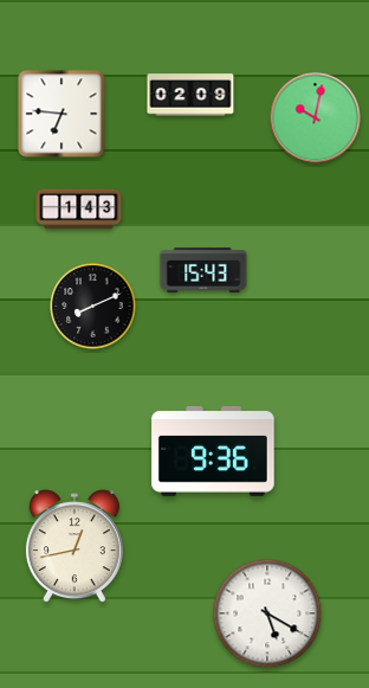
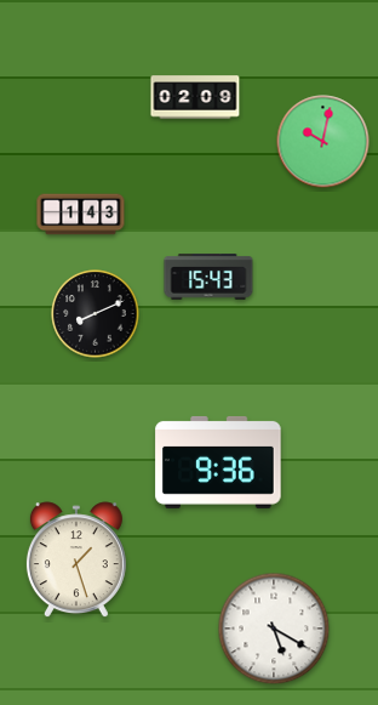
clock at (61, 114): 6:46 -> none
clock at (316, 118) position: (316, 118) -> (323, 142)
clock at (75, 547): 12:43 -> 1:27
